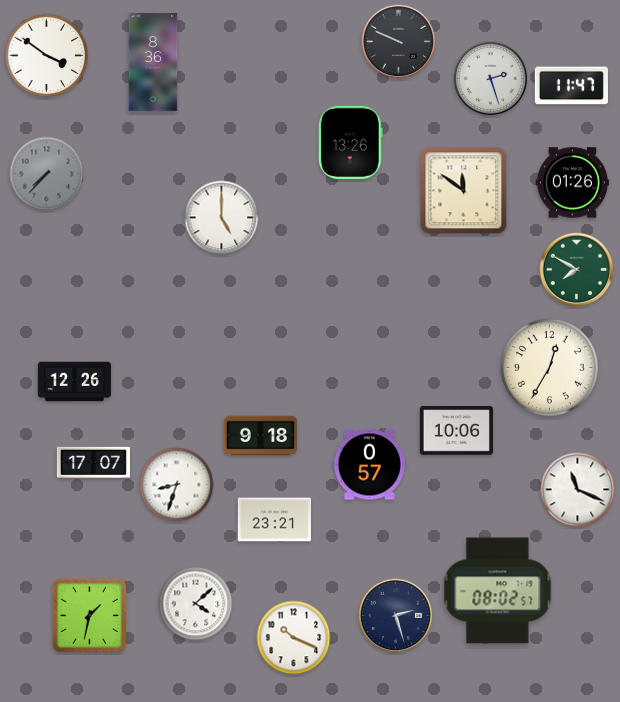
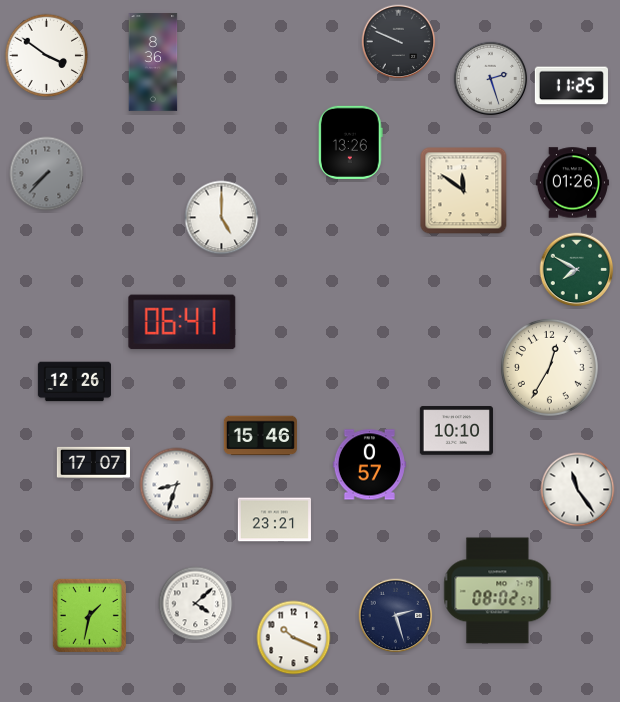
clock at (571, 86): 11:47 -> 11:25
clock at (182, 322): none -> 06:41
clock at (456, 431): 10:06 -> 10:10
clock at (260, 436): 9:18 -> 15:46
clock at (578, 490): 11:19 -> 11:24
